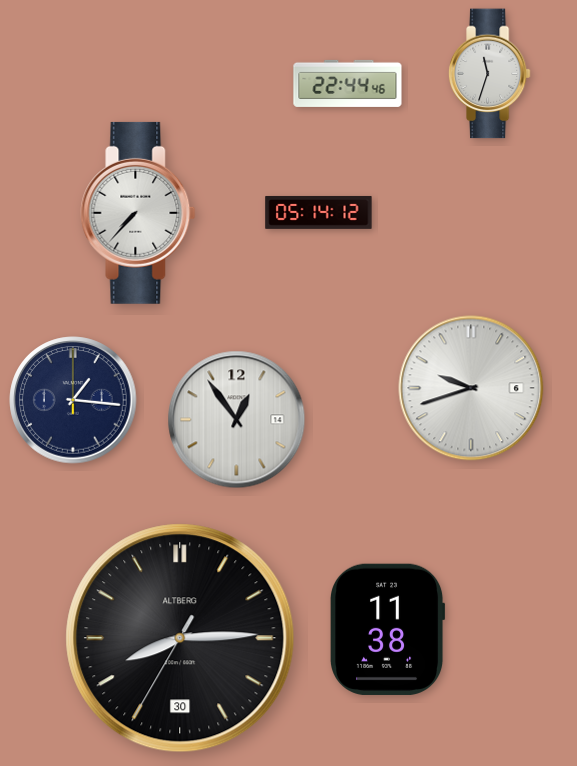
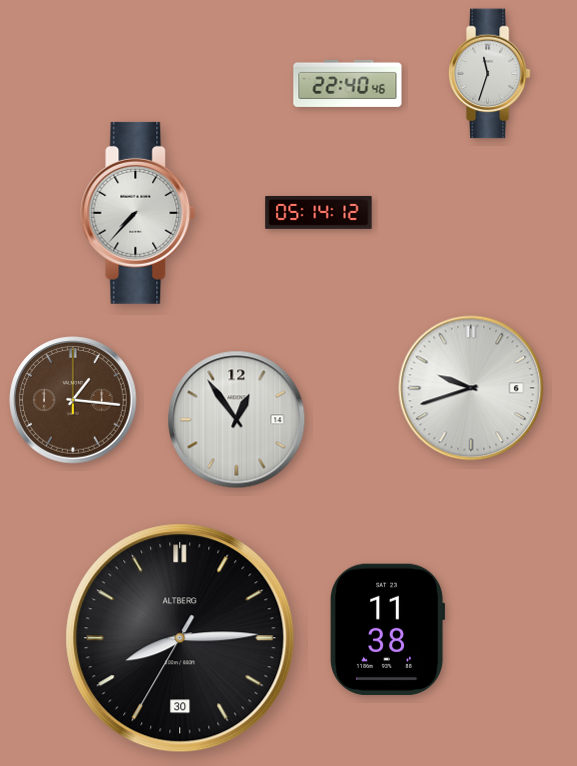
clock at (348, 83): 22:44 -> 22:40
clock at (73, 400) dial: navy -> brown
